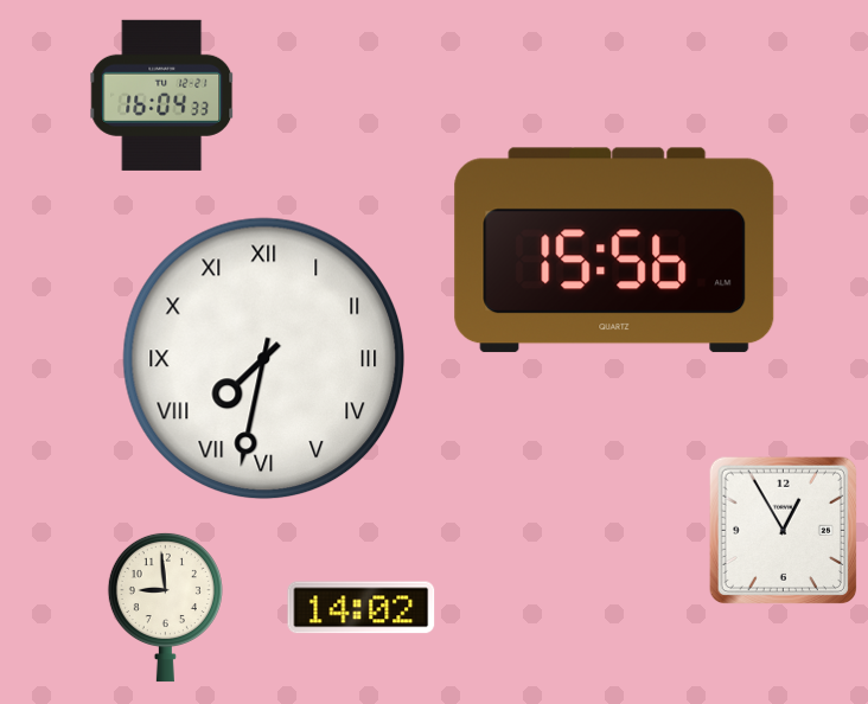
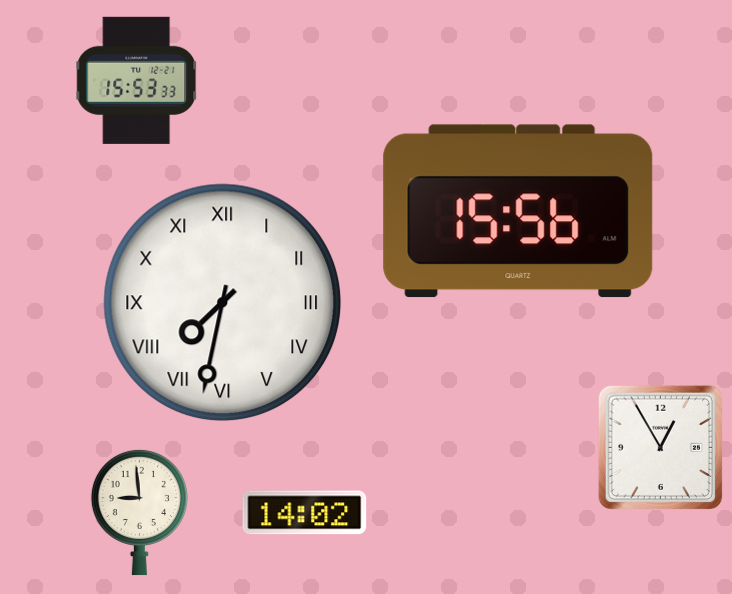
clock at (162, 95): 16:04 -> 15:53
